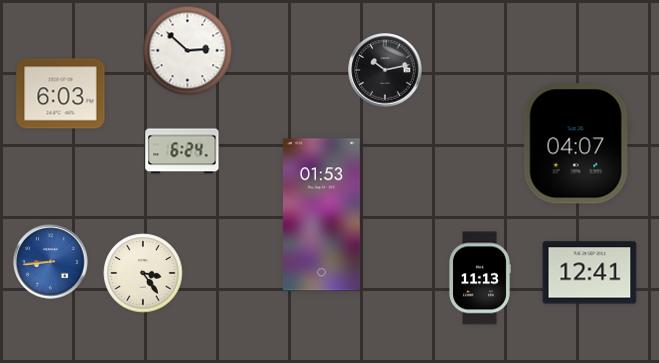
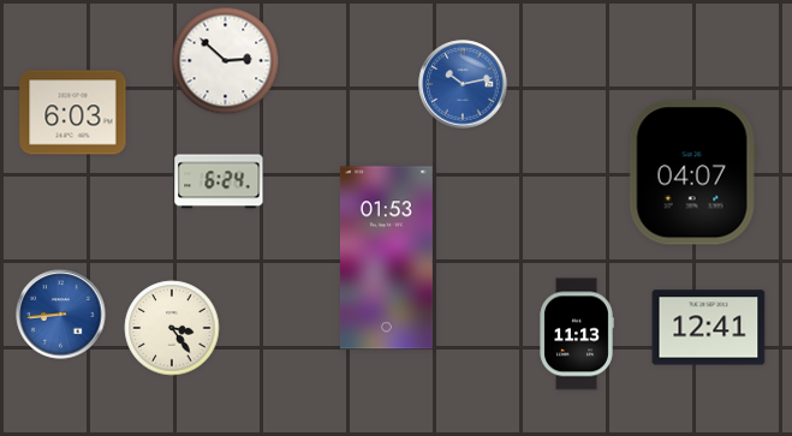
clock at (385, 70) dial: black -> blue
